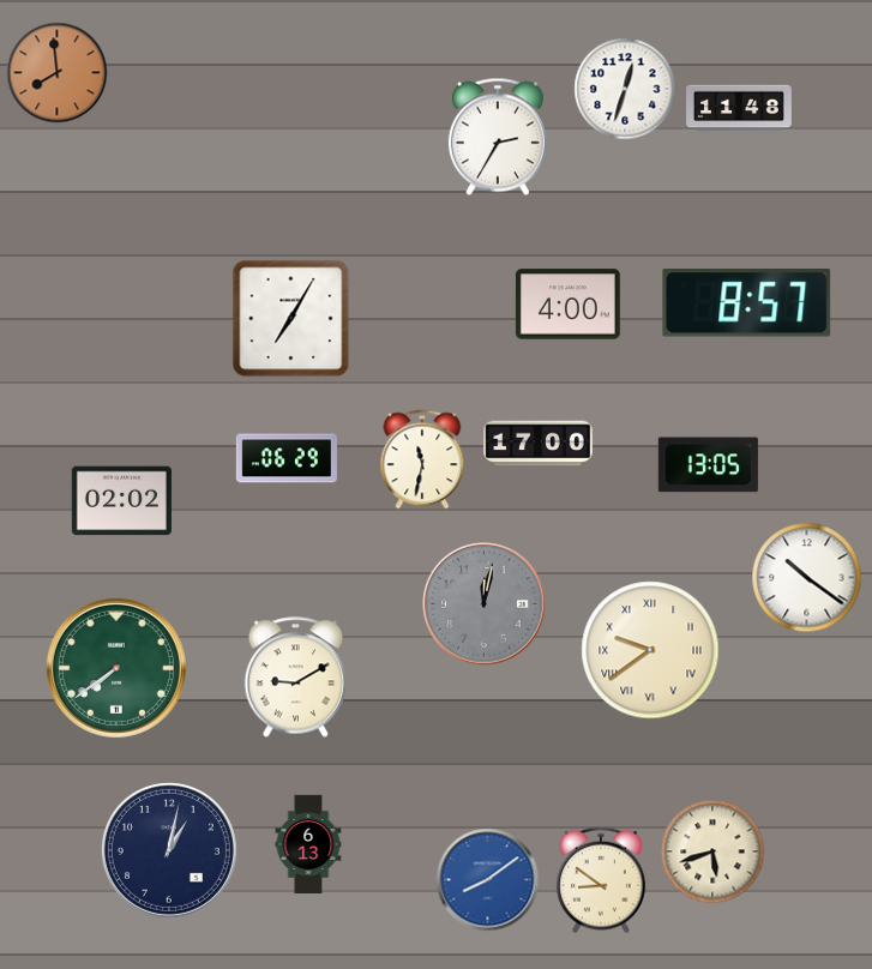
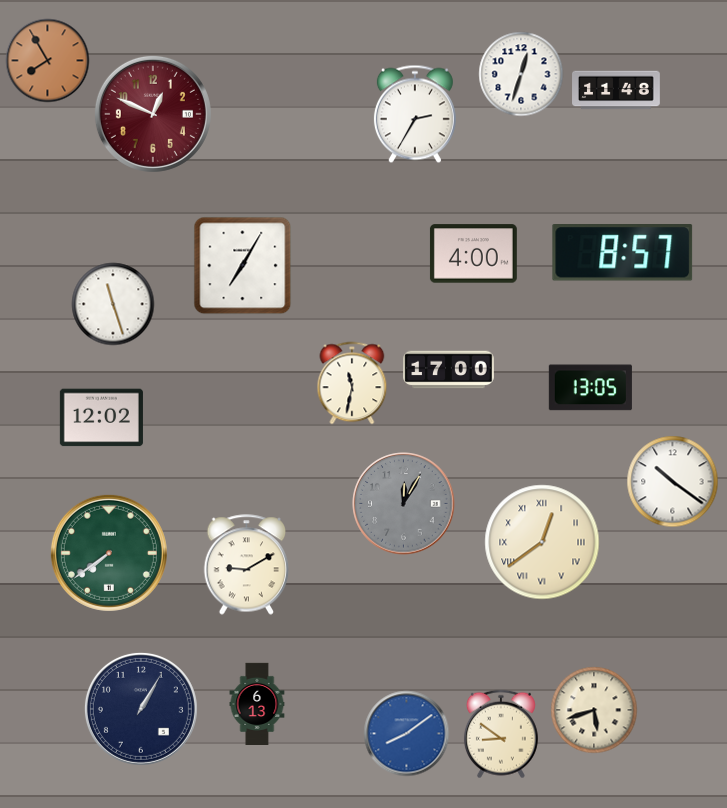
clock at (58, 73): 7:59 -> 7:55
clock at (153, 114): none -> 12:49
clock at (113, 304): none -> 11:27
clock at (287, 458): 06:29 -> none
clock at (121, 501): 02:02 -> 12:02
clock at (485, 604): 12:02 -> 12:05
clock at (650, 650): 9:39 -> 12:39
clock at (116, 668) position: (116, 668) -> (109, 553)
clock at (169, 850): 1:02 -> 1:05
